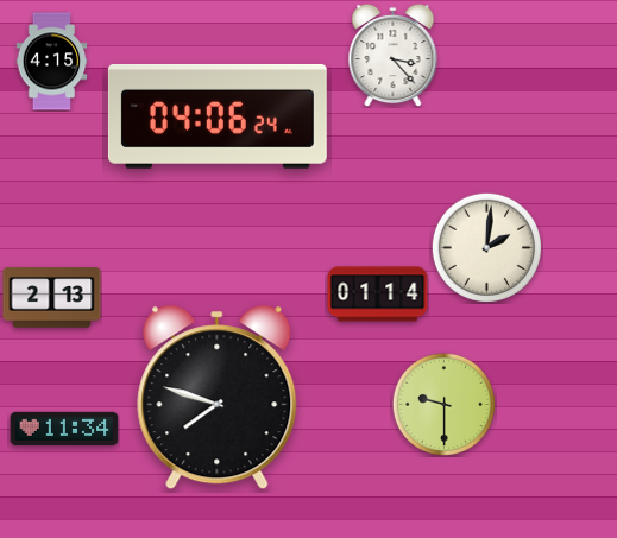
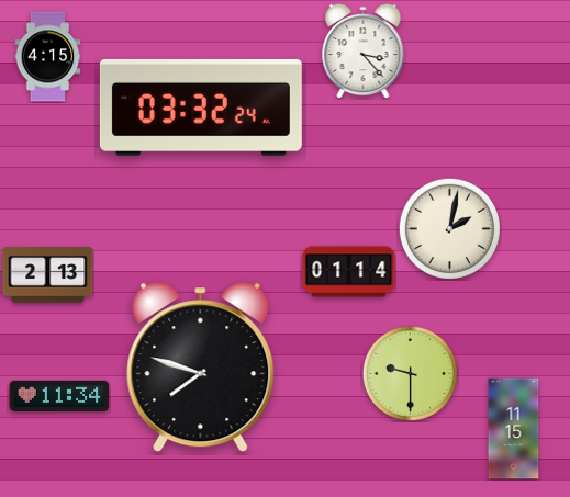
clock at (218, 116): 04:06 -> 03:32
clock at (486, 247): 2:01 -> 2:02
clock at (514, 429): none -> 11:15
